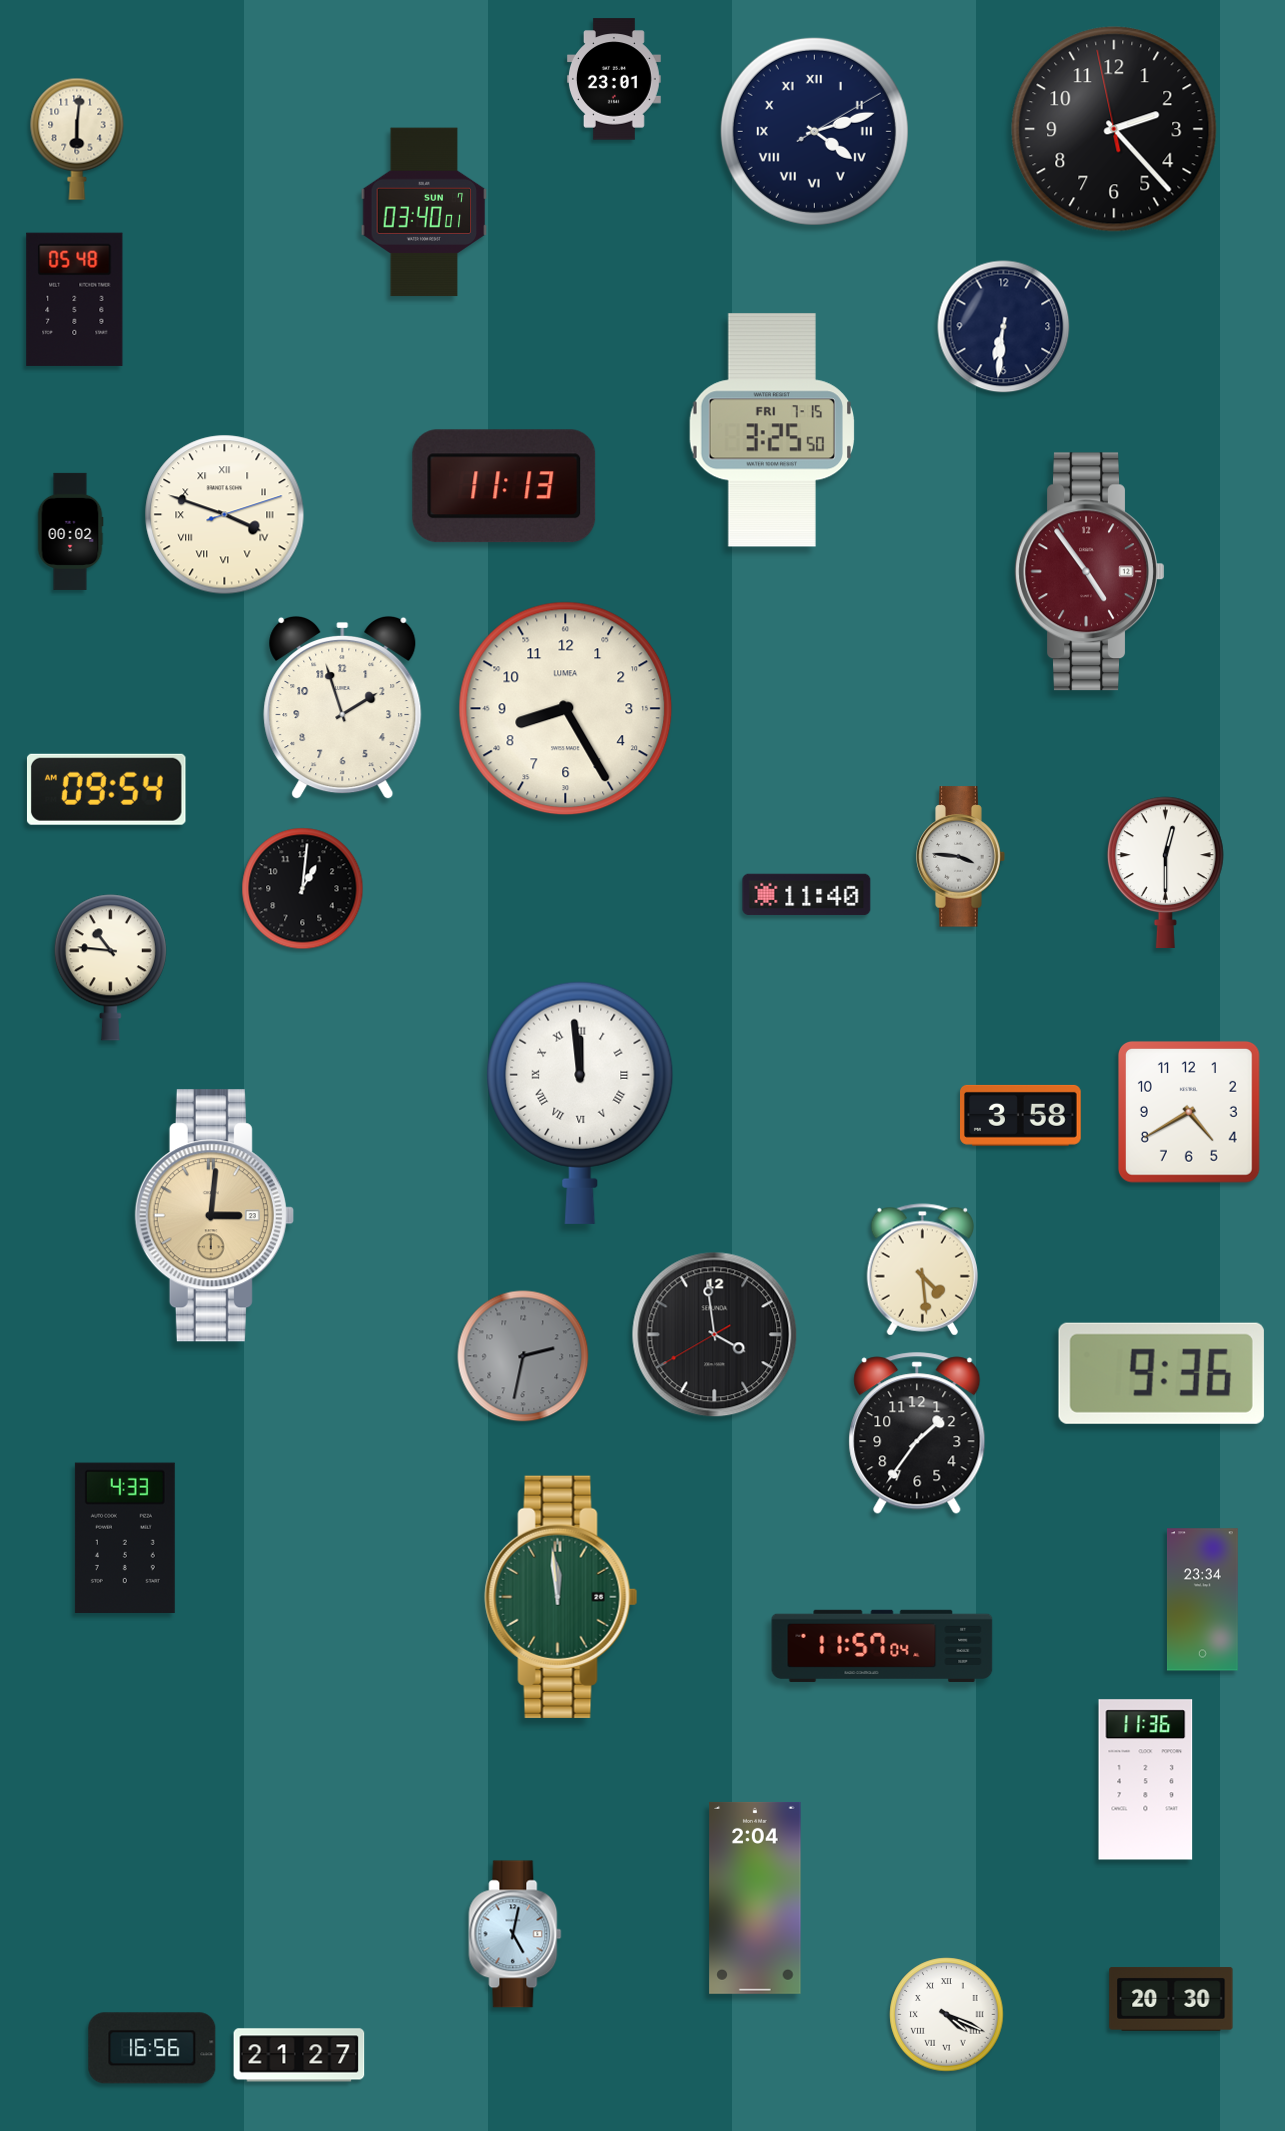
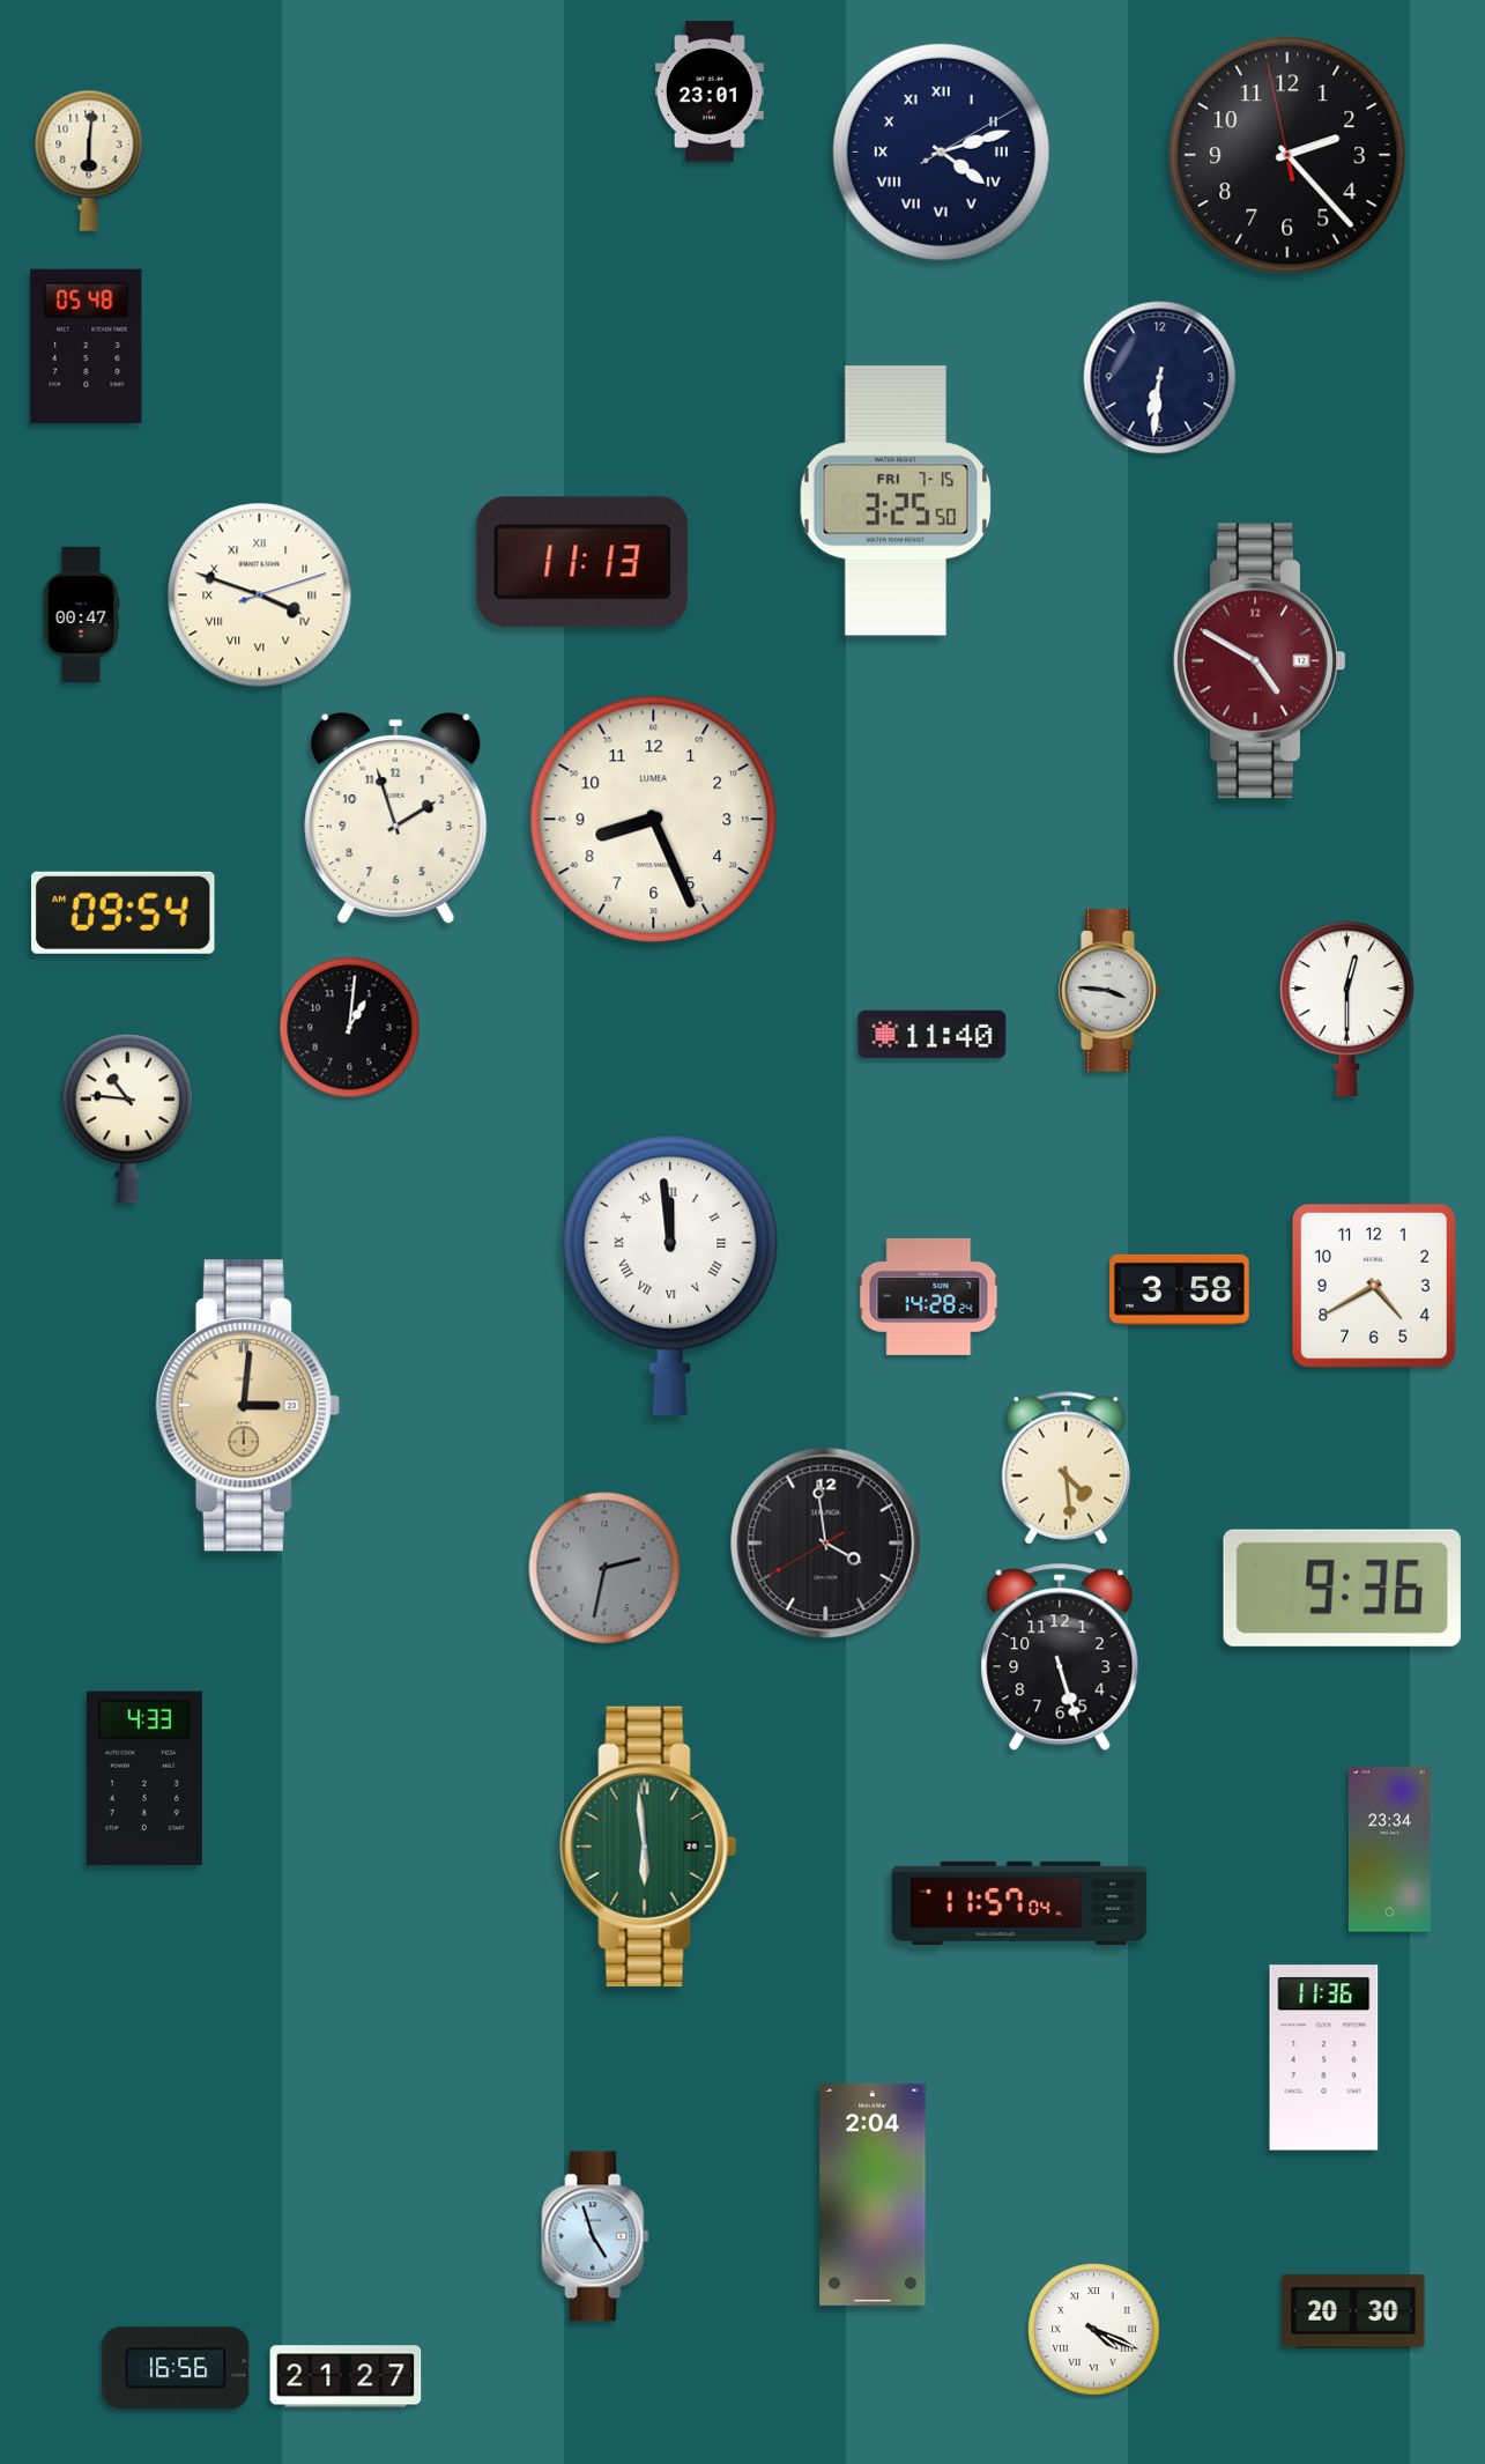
clock at (1114, 129) position: (1114, 129) -> (1287, 155)
clock at (424, 212): 03:40 -> none
clock at (771, 430) position: (771, 430) -> (894, 501)
clock at (70, 531): 00:02 -> 00:47
clock at (1090, 572): 4:54 -> 4:50
clock at (566, 709): 8:25 -> 8:26
clock at (929, 1296): none -> 14:28
clock at (917, 1433): 1:36 -> 5:27
clock at (561, 1597): 11:59 -> 5:59
clock at (515, 1934): 5:02 -> 4:57
